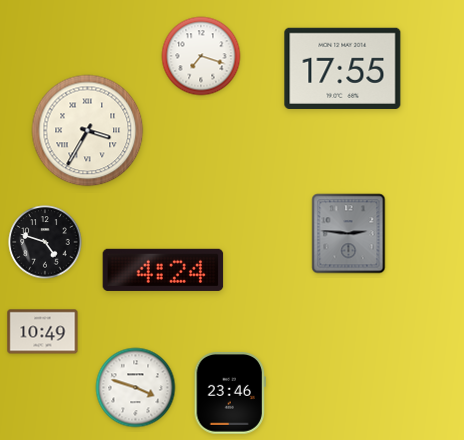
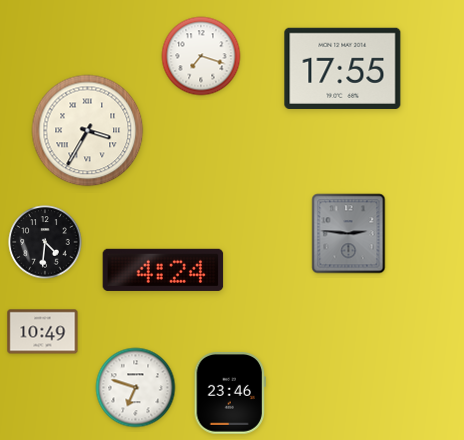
clock at (45, 242): 4:48 -> 4:31
clock at (136, 388): 3:48 -> 6:48
